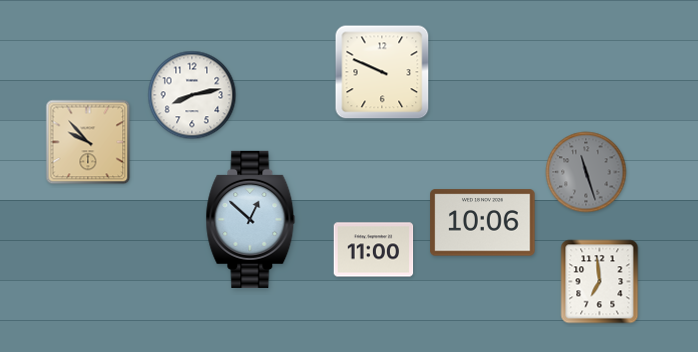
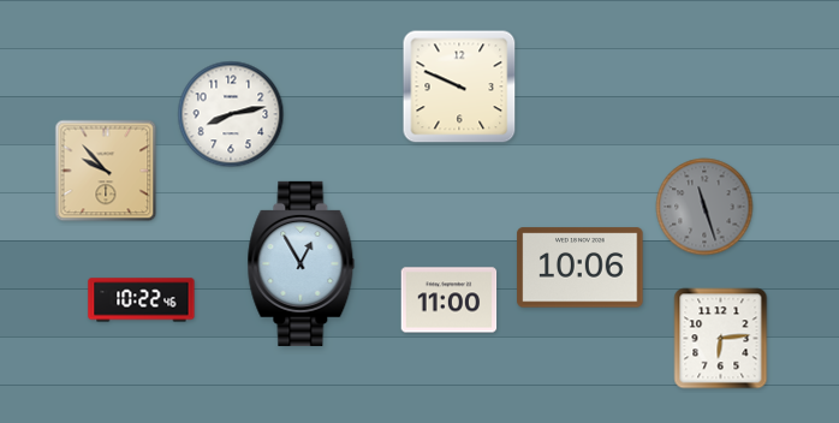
clock at (251, 219): 12:52 -> 12:55
clock at (142, 300): none -> 10:22
clock at (600, 282): 6:59 -> 6:14
